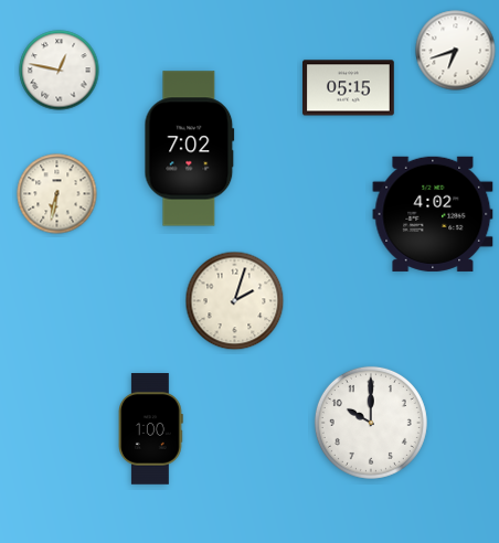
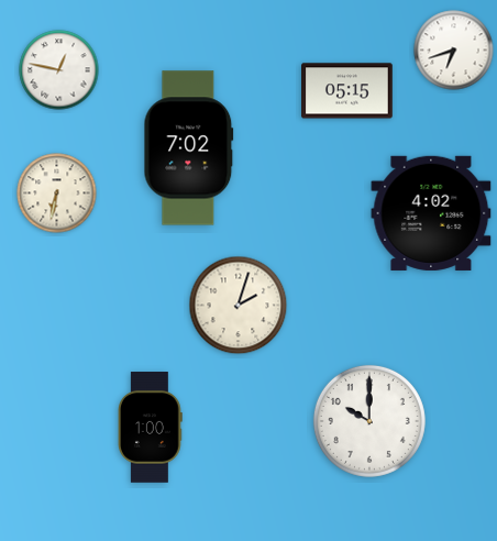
clock at (349, 88) position: (349, 88) -> (347, 91)
clock at (235, 301) position: (235, 301) -> (239, 306)
